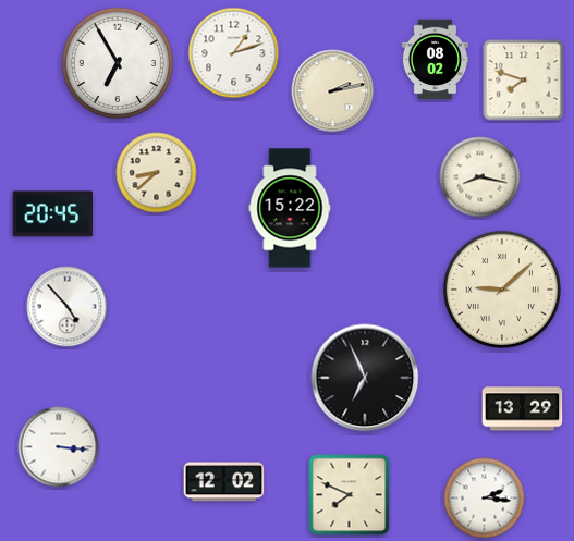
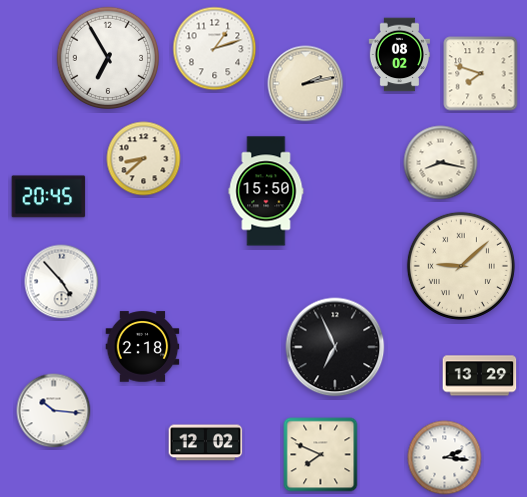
clock at (290, 208): 15:22 -> 15:50
clock at (143, 347): none -> 2:18
clock at (59, 447): 3:16 -> 10:16
